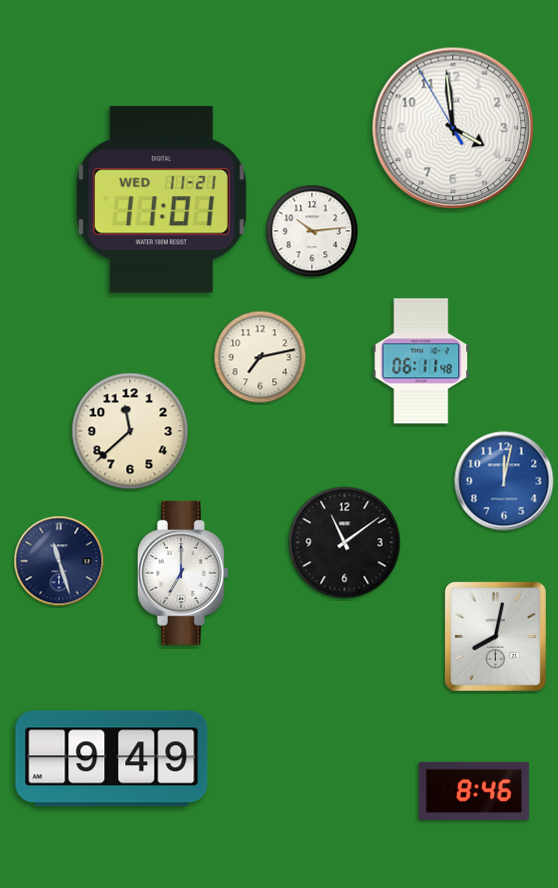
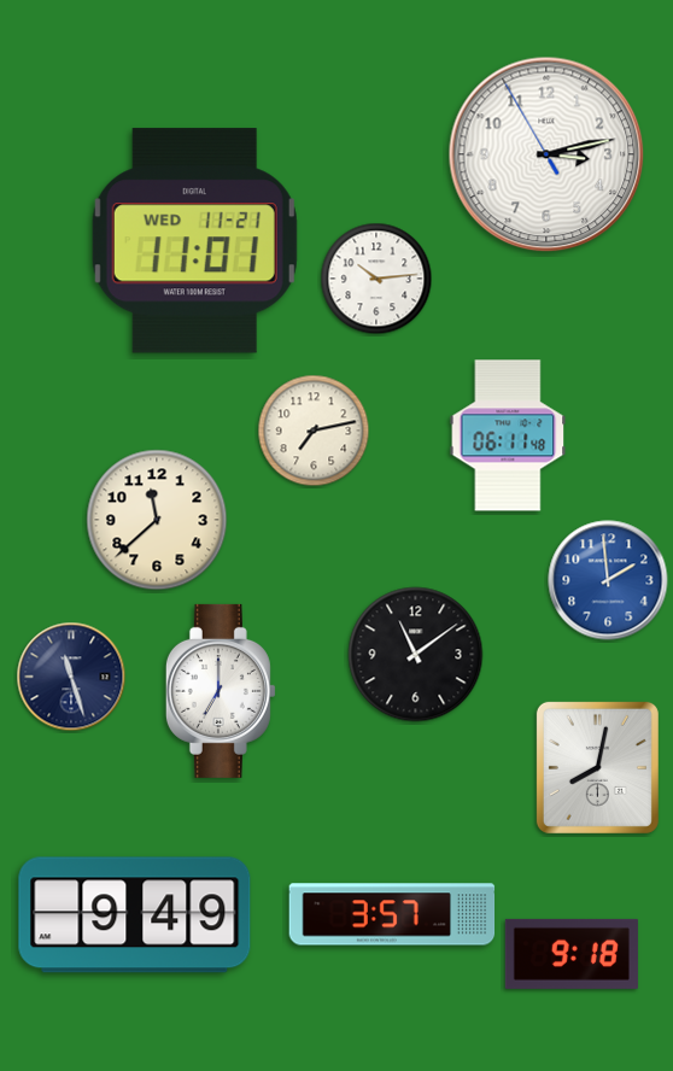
clock at (453, 128): 3:58 -> 3:12
clock at (504, 481): 12:02 -> 1:59
clock at (392, 914): none -> 3:57
clock at (474, 791): 8:46 -> 9:18
